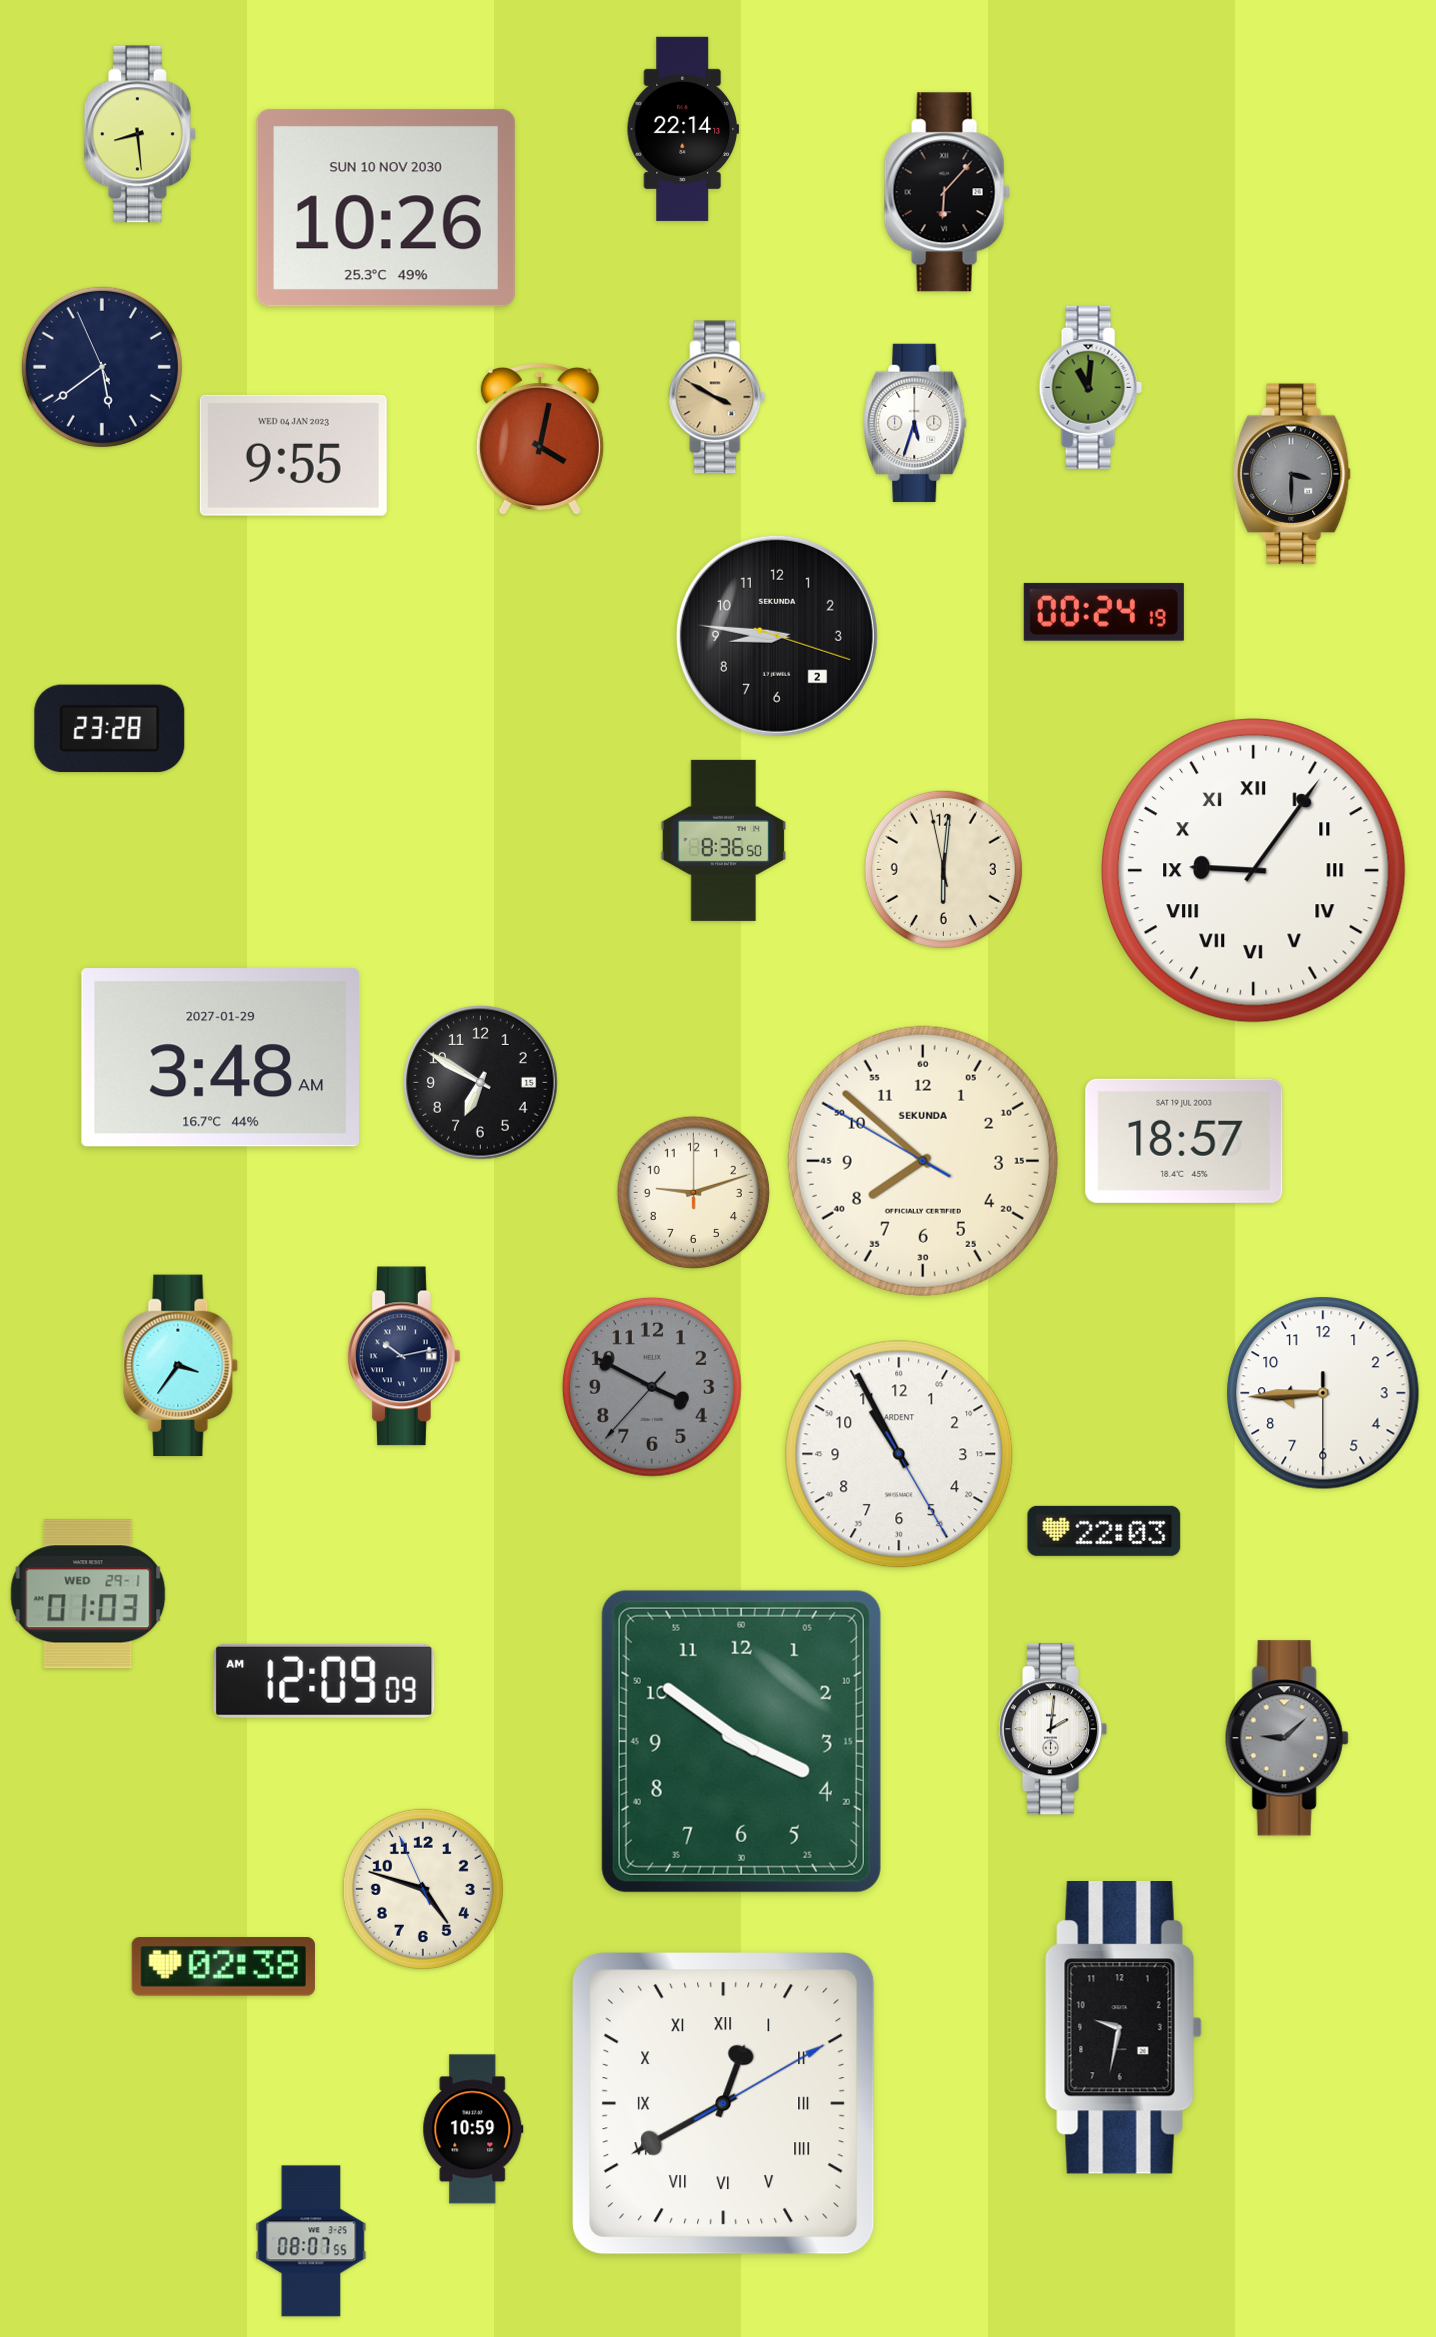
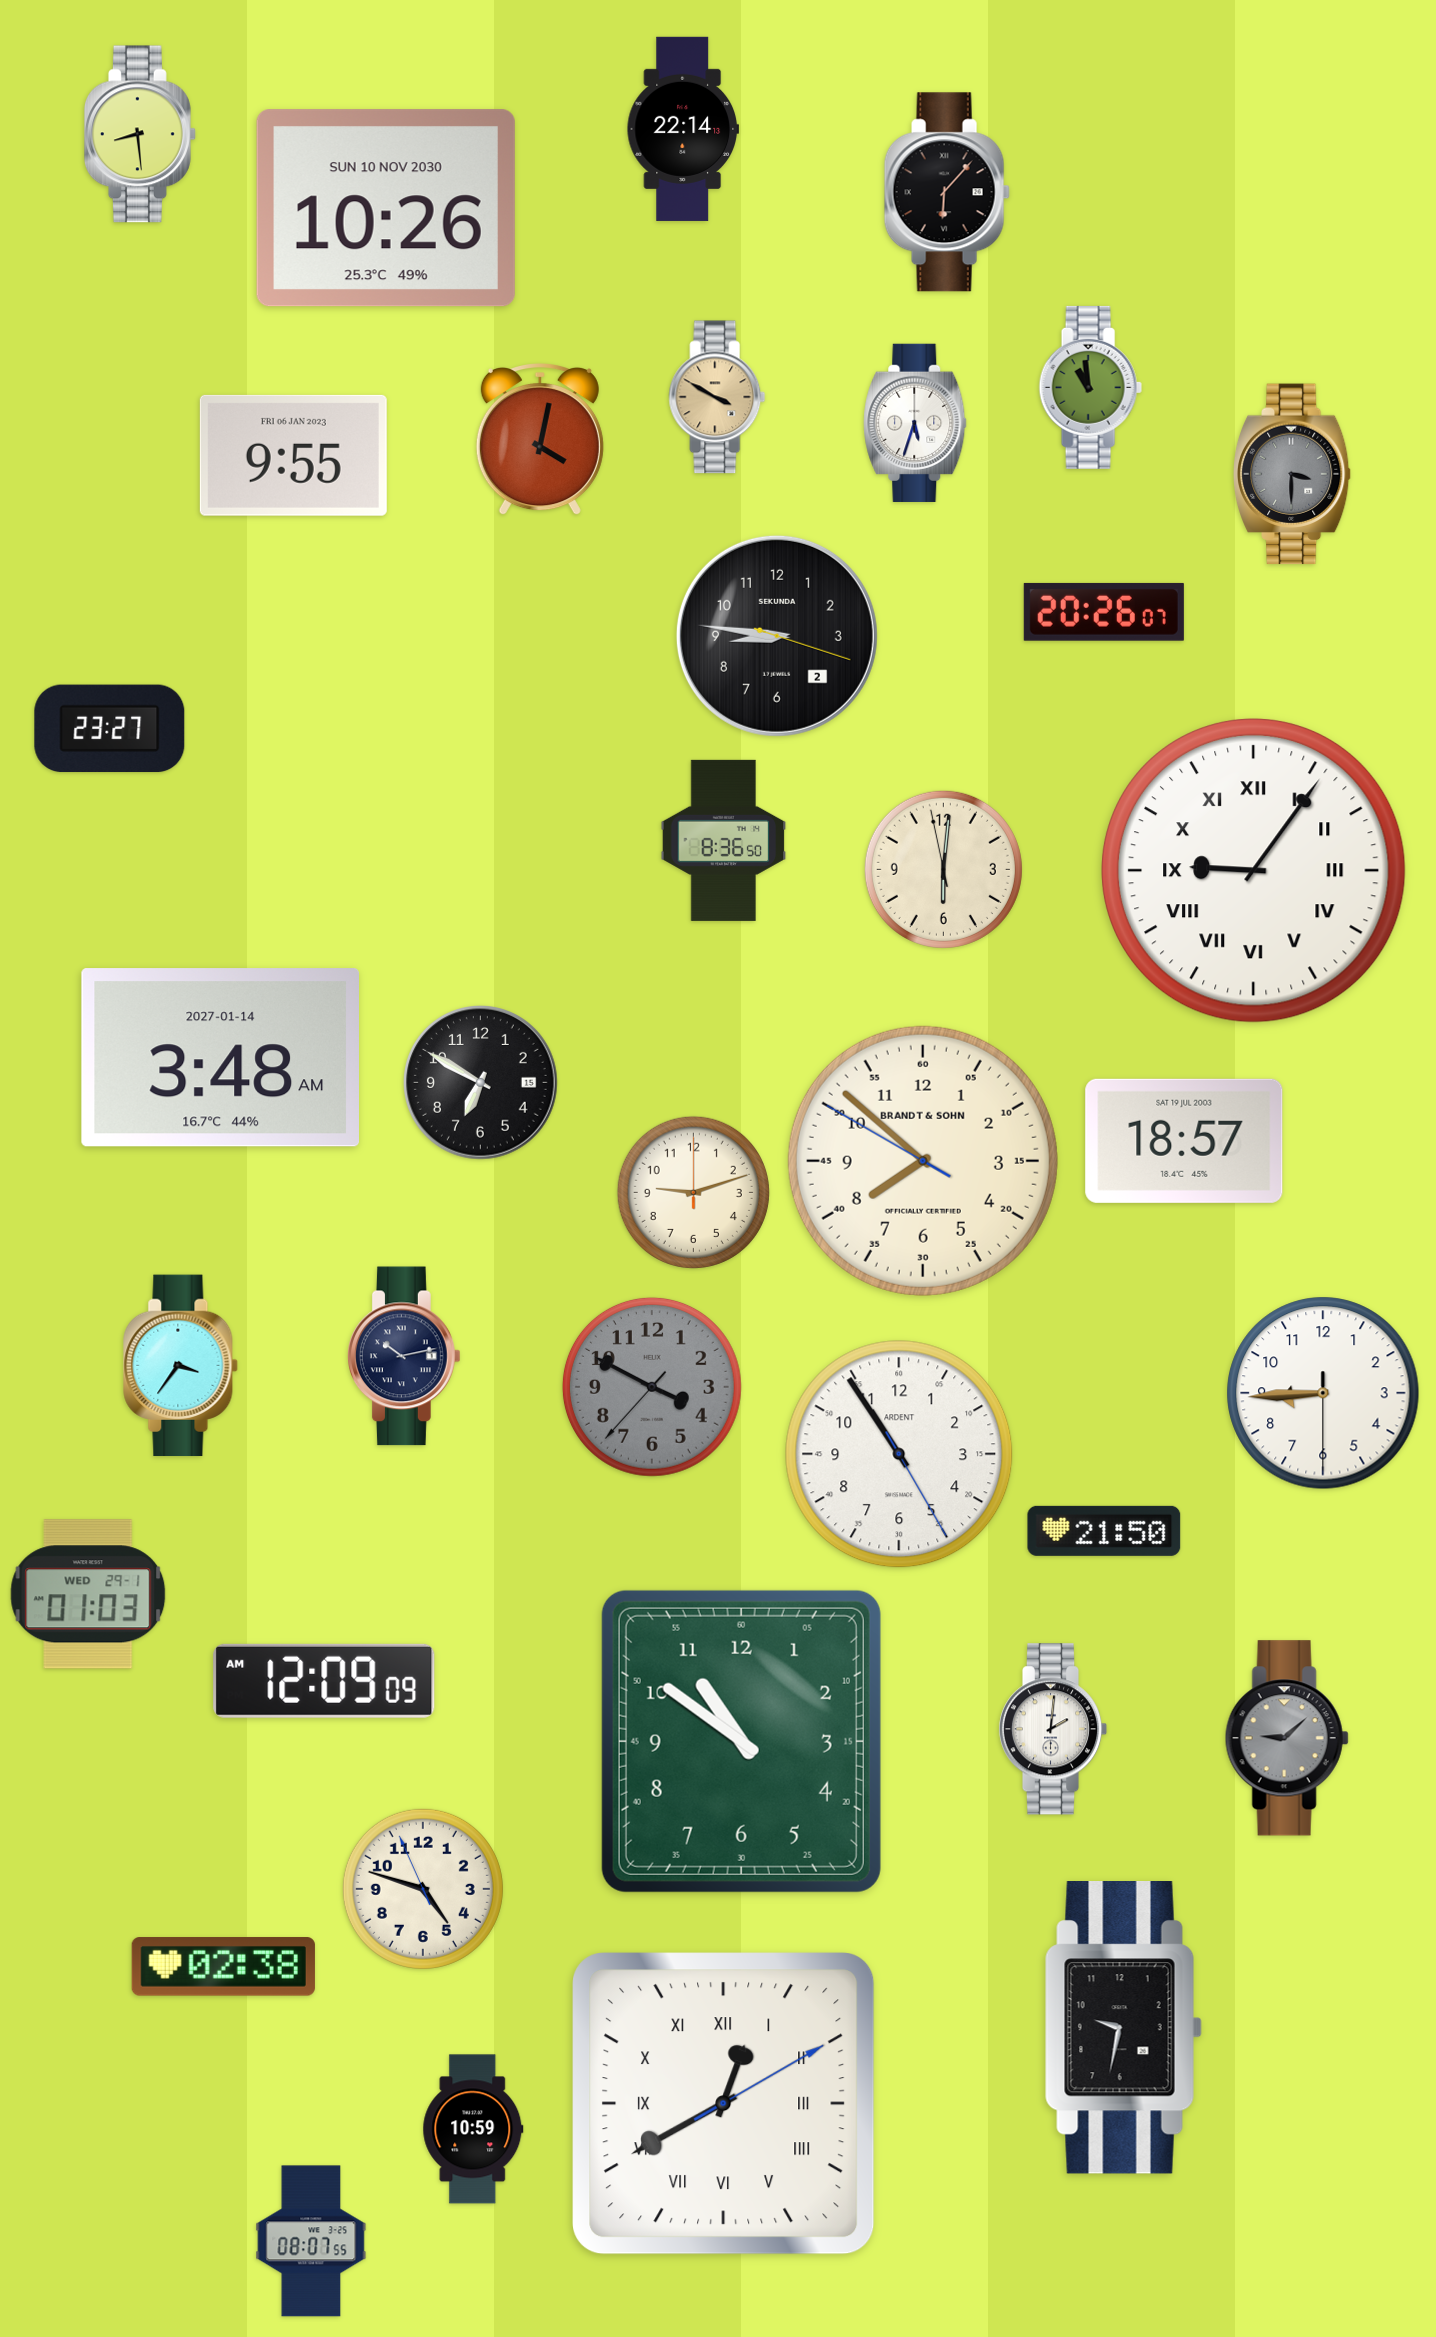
clock at (102, 367): 5:38 -> none
clock at (1090, 387): 11:01 -> 10:59
clock at (293, 455) date: WED 04 JAN 2023 -> FRI 06 JAN 2023
clock at (1104, 612): 00:24 -> 20:26
clock at (110, 729): 23:28 -> 23:27
clock at (220, 1058) date: 2027-01-29 -> 2027-01-14
clock at (923, 1161) brand: SEKUNDA -> BRANDT & SOHN
clock at (899, 1454): 10:55 -> 10:54
clock at (1104, 1531): 22:03 -> 21:50
clock at (741, 1741): 3:51 -> 10:51
